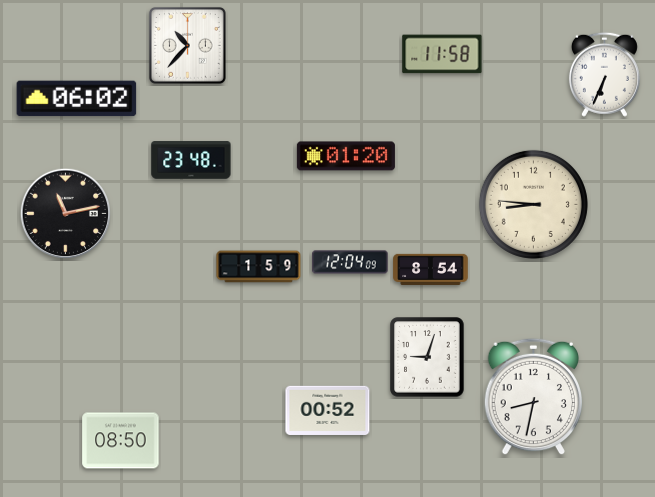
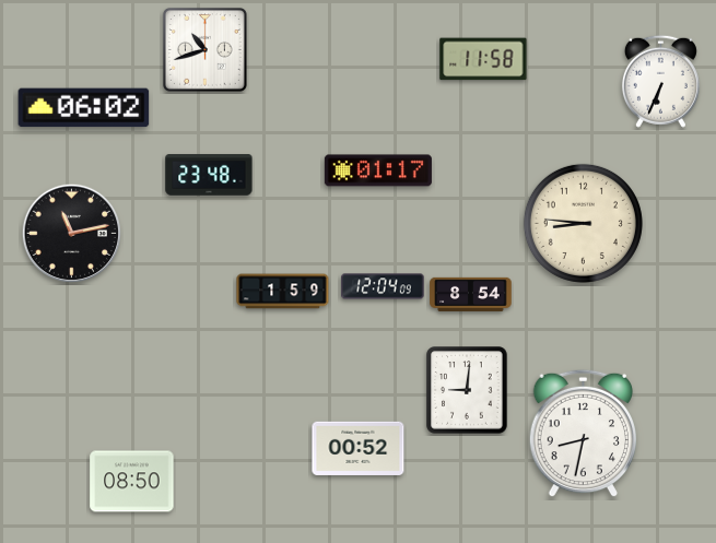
clock at (187, 45): 10:37 -> 10:42
clock at (346, 156): 01:20 -> 01:17
clock at (427, 357): 9:03 -> 9:01
